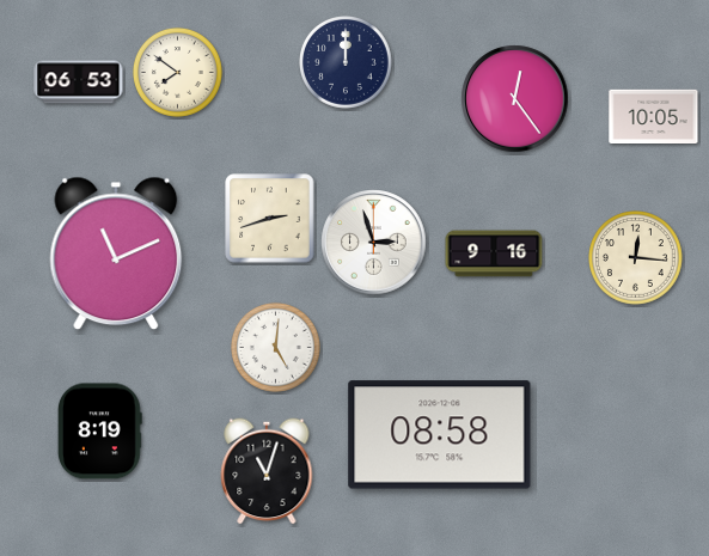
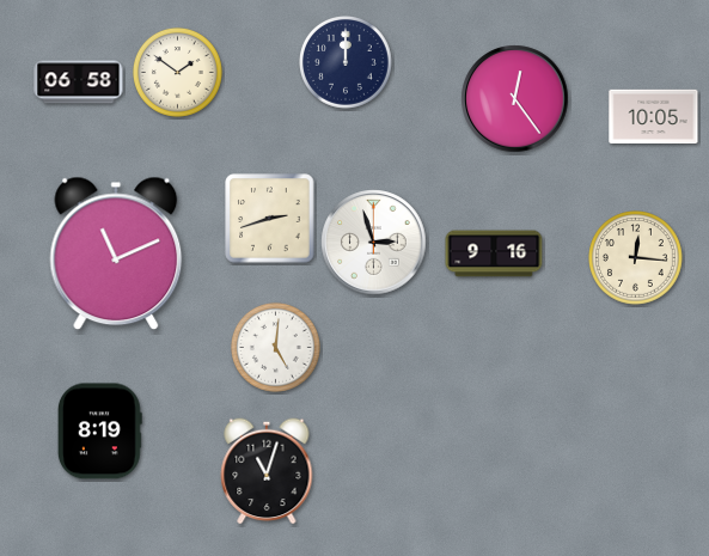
clock at (177, 72): 7:51 -> 1:51
clock at (79, 83): 06:53 -> 06:58
clock at (440, 435): 08:58 -> none
